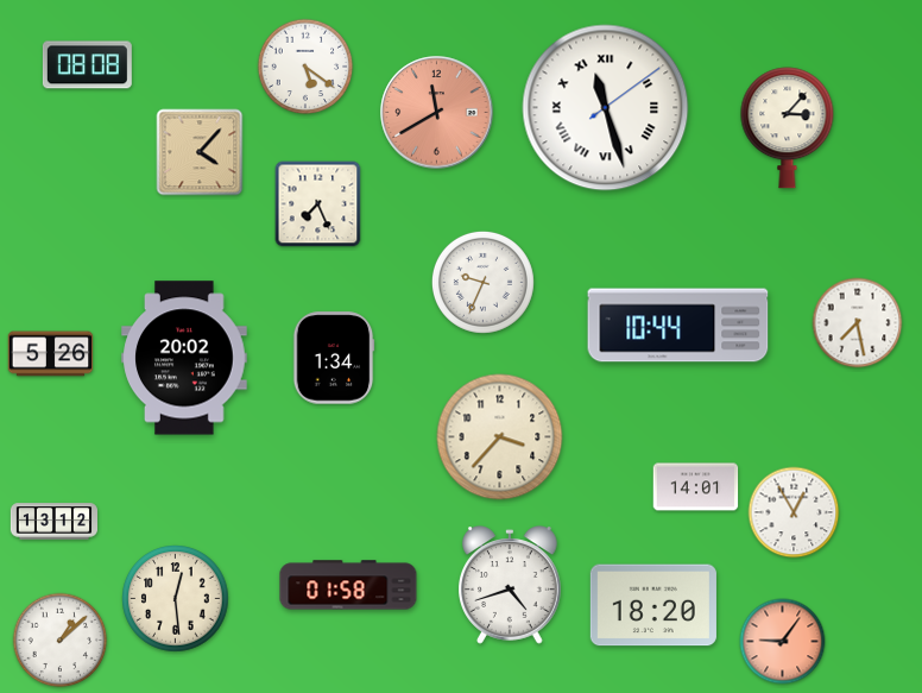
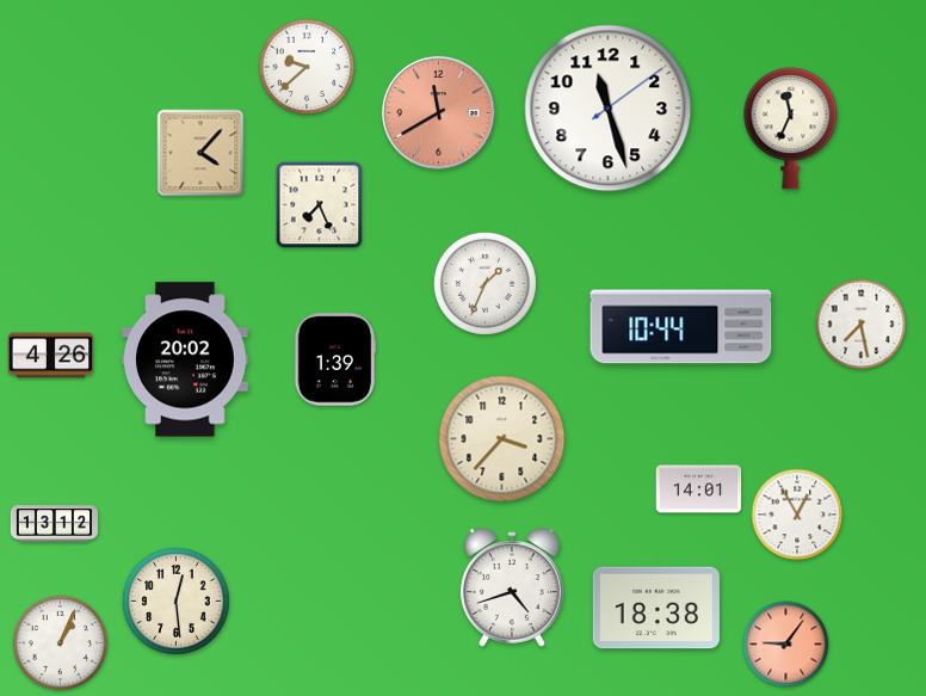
clock at (87, 65): 08:08 -> none
clock at (305, 67): 5:21 -> 9:38
clock at (606, 108) numerals: Roman -> Arabic
clock at (788, 128): 3:07 -> 11:34
clock at (482, 282): 9:34 -> 1:34
clock at (51, 354): 5:26 -> 4:26
clock at (334, 358): 1:34 -> 1:39
clock at (348, 585): 01:58 -> none
clock at (653, 605): 18:20 -> 18:38
clock at (61, 641): 1:08 -> 1:04
